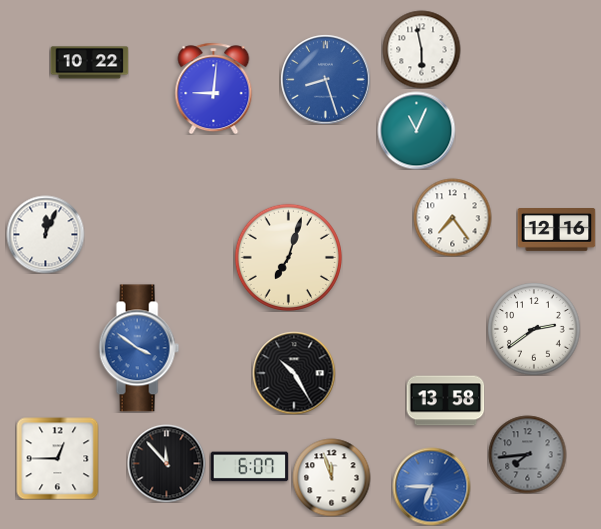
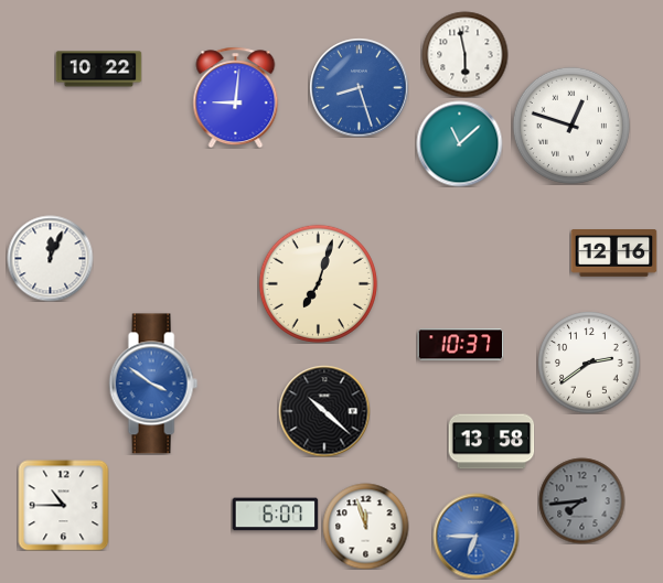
clock at (571, 126): none -> 12:48
clock at (416, 130): 11:04 -> 11:08
clock at (452, 217): 7:24 -> none
clock at (460, 345): none -> 10:37
clock at (294, 373): 10:25 -> 10:22
clock at (57, 458): 12:45 -> 10:45
clock at (166, 463): 11:53 -> none
